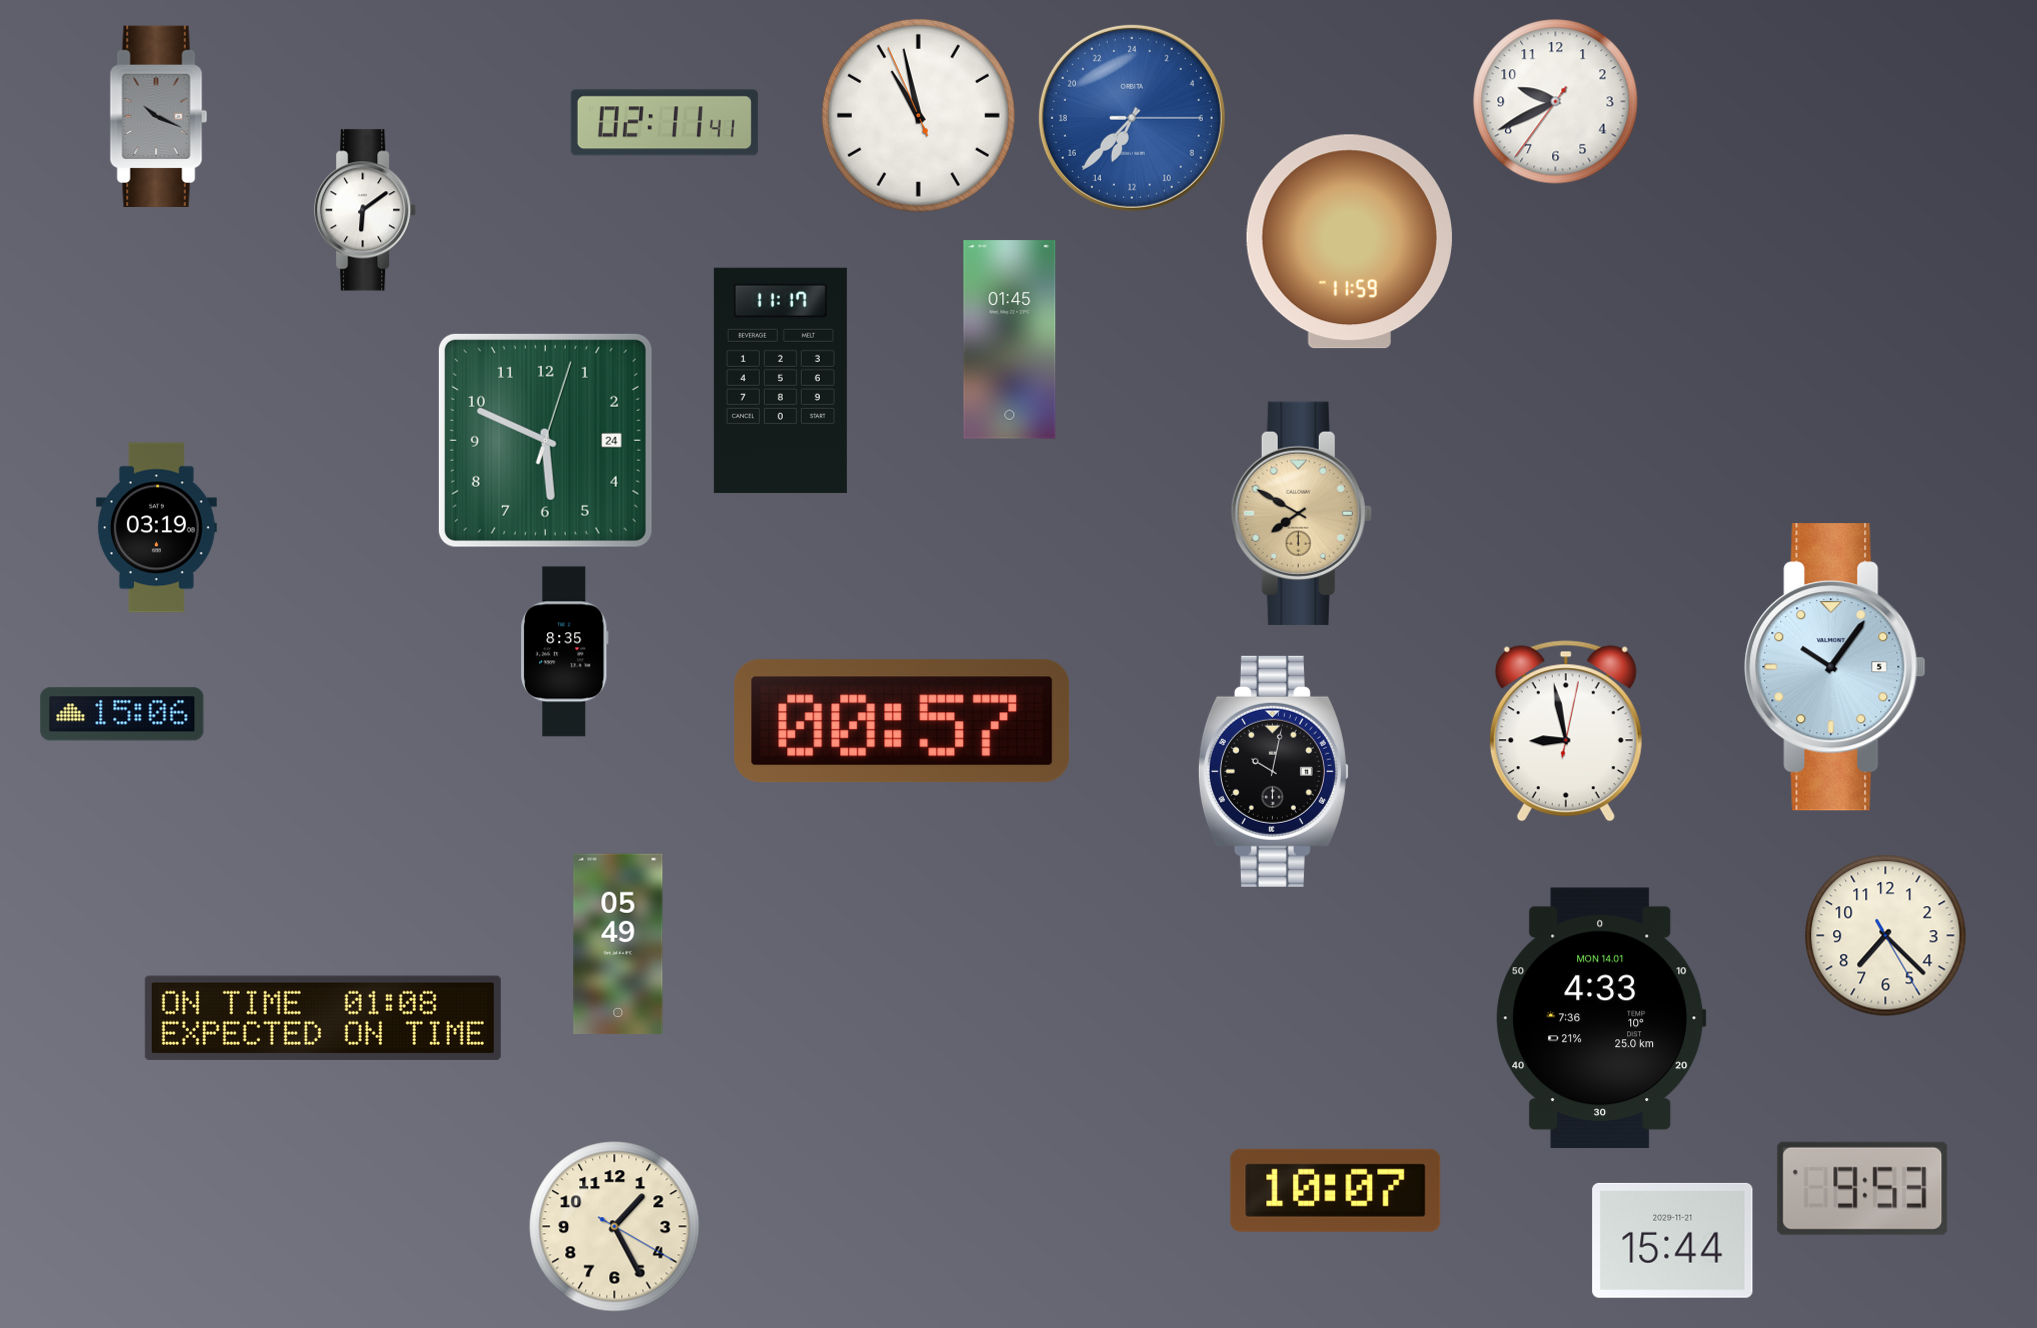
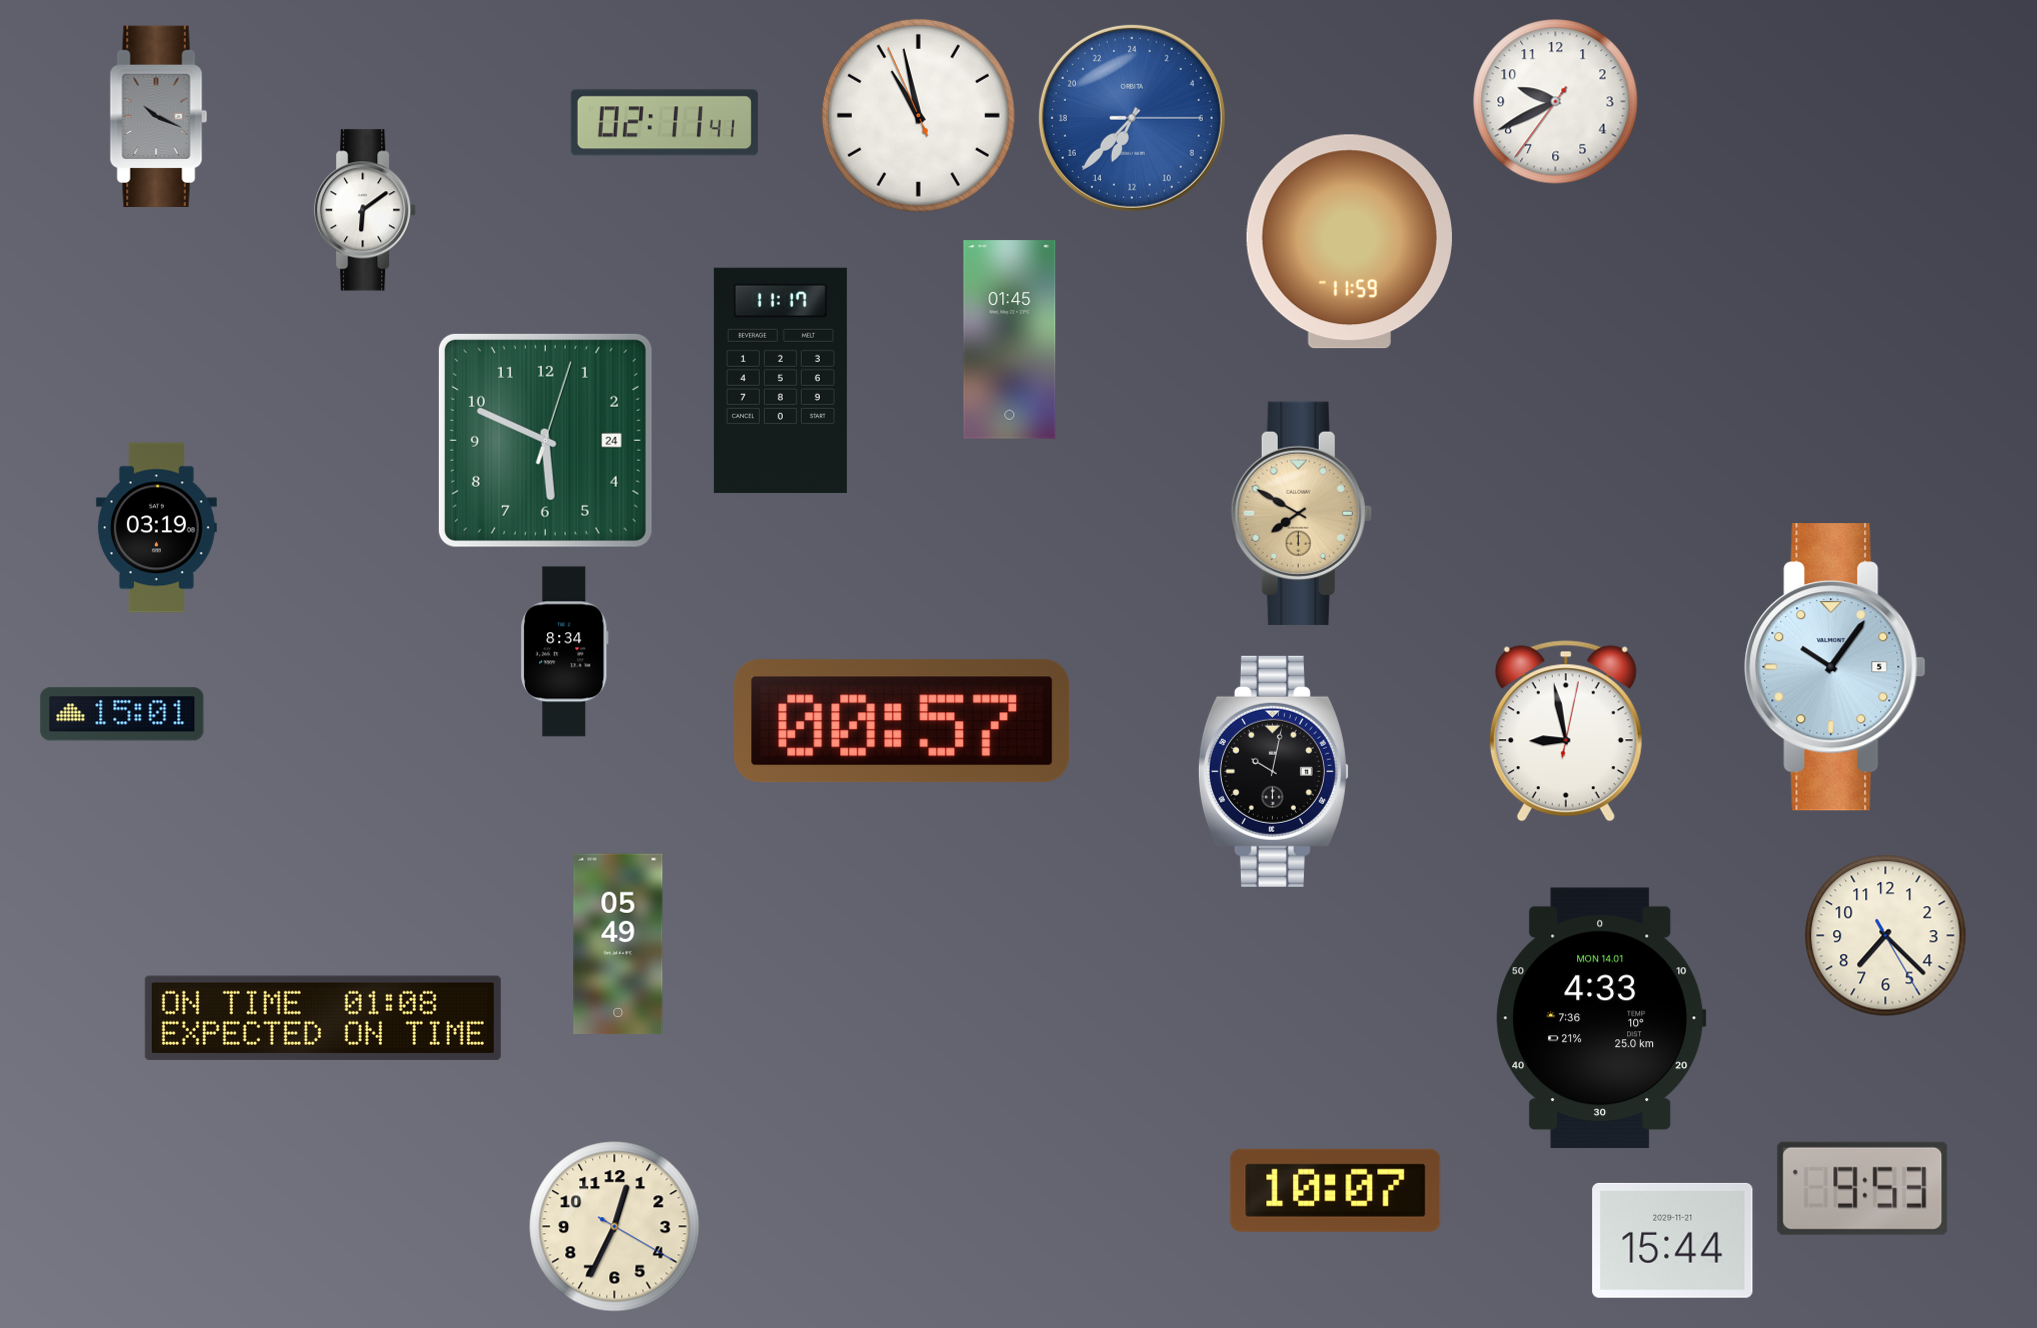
clock at (565, 652): 8:35 -> 8:34
clock at (122, 714): 15:06 -> 15:01
clock at (615, 1227): 1:25 -> 12:34
